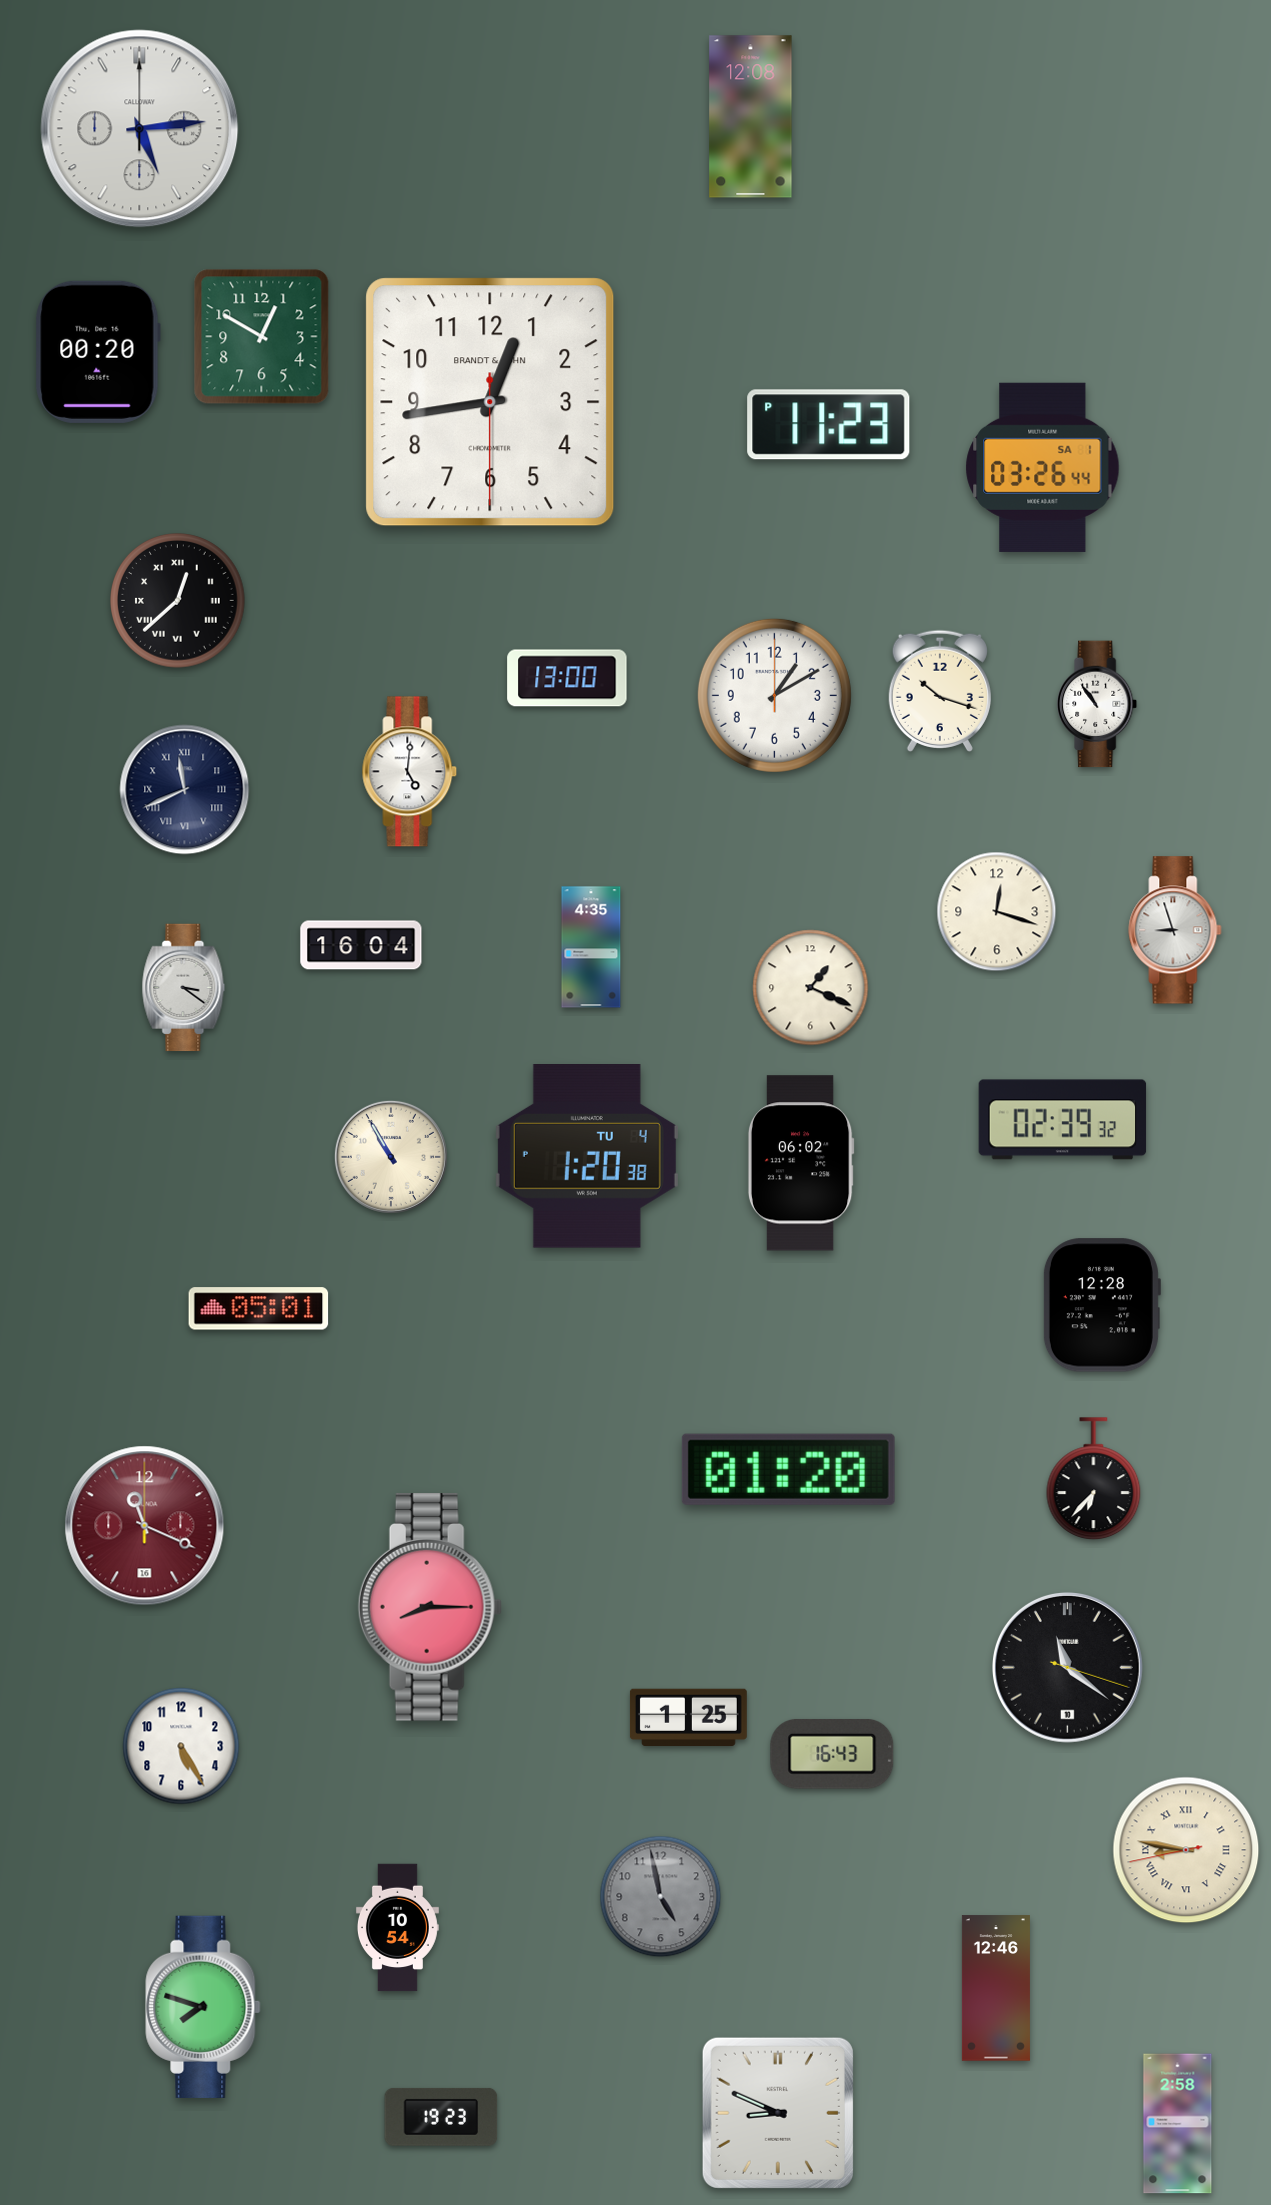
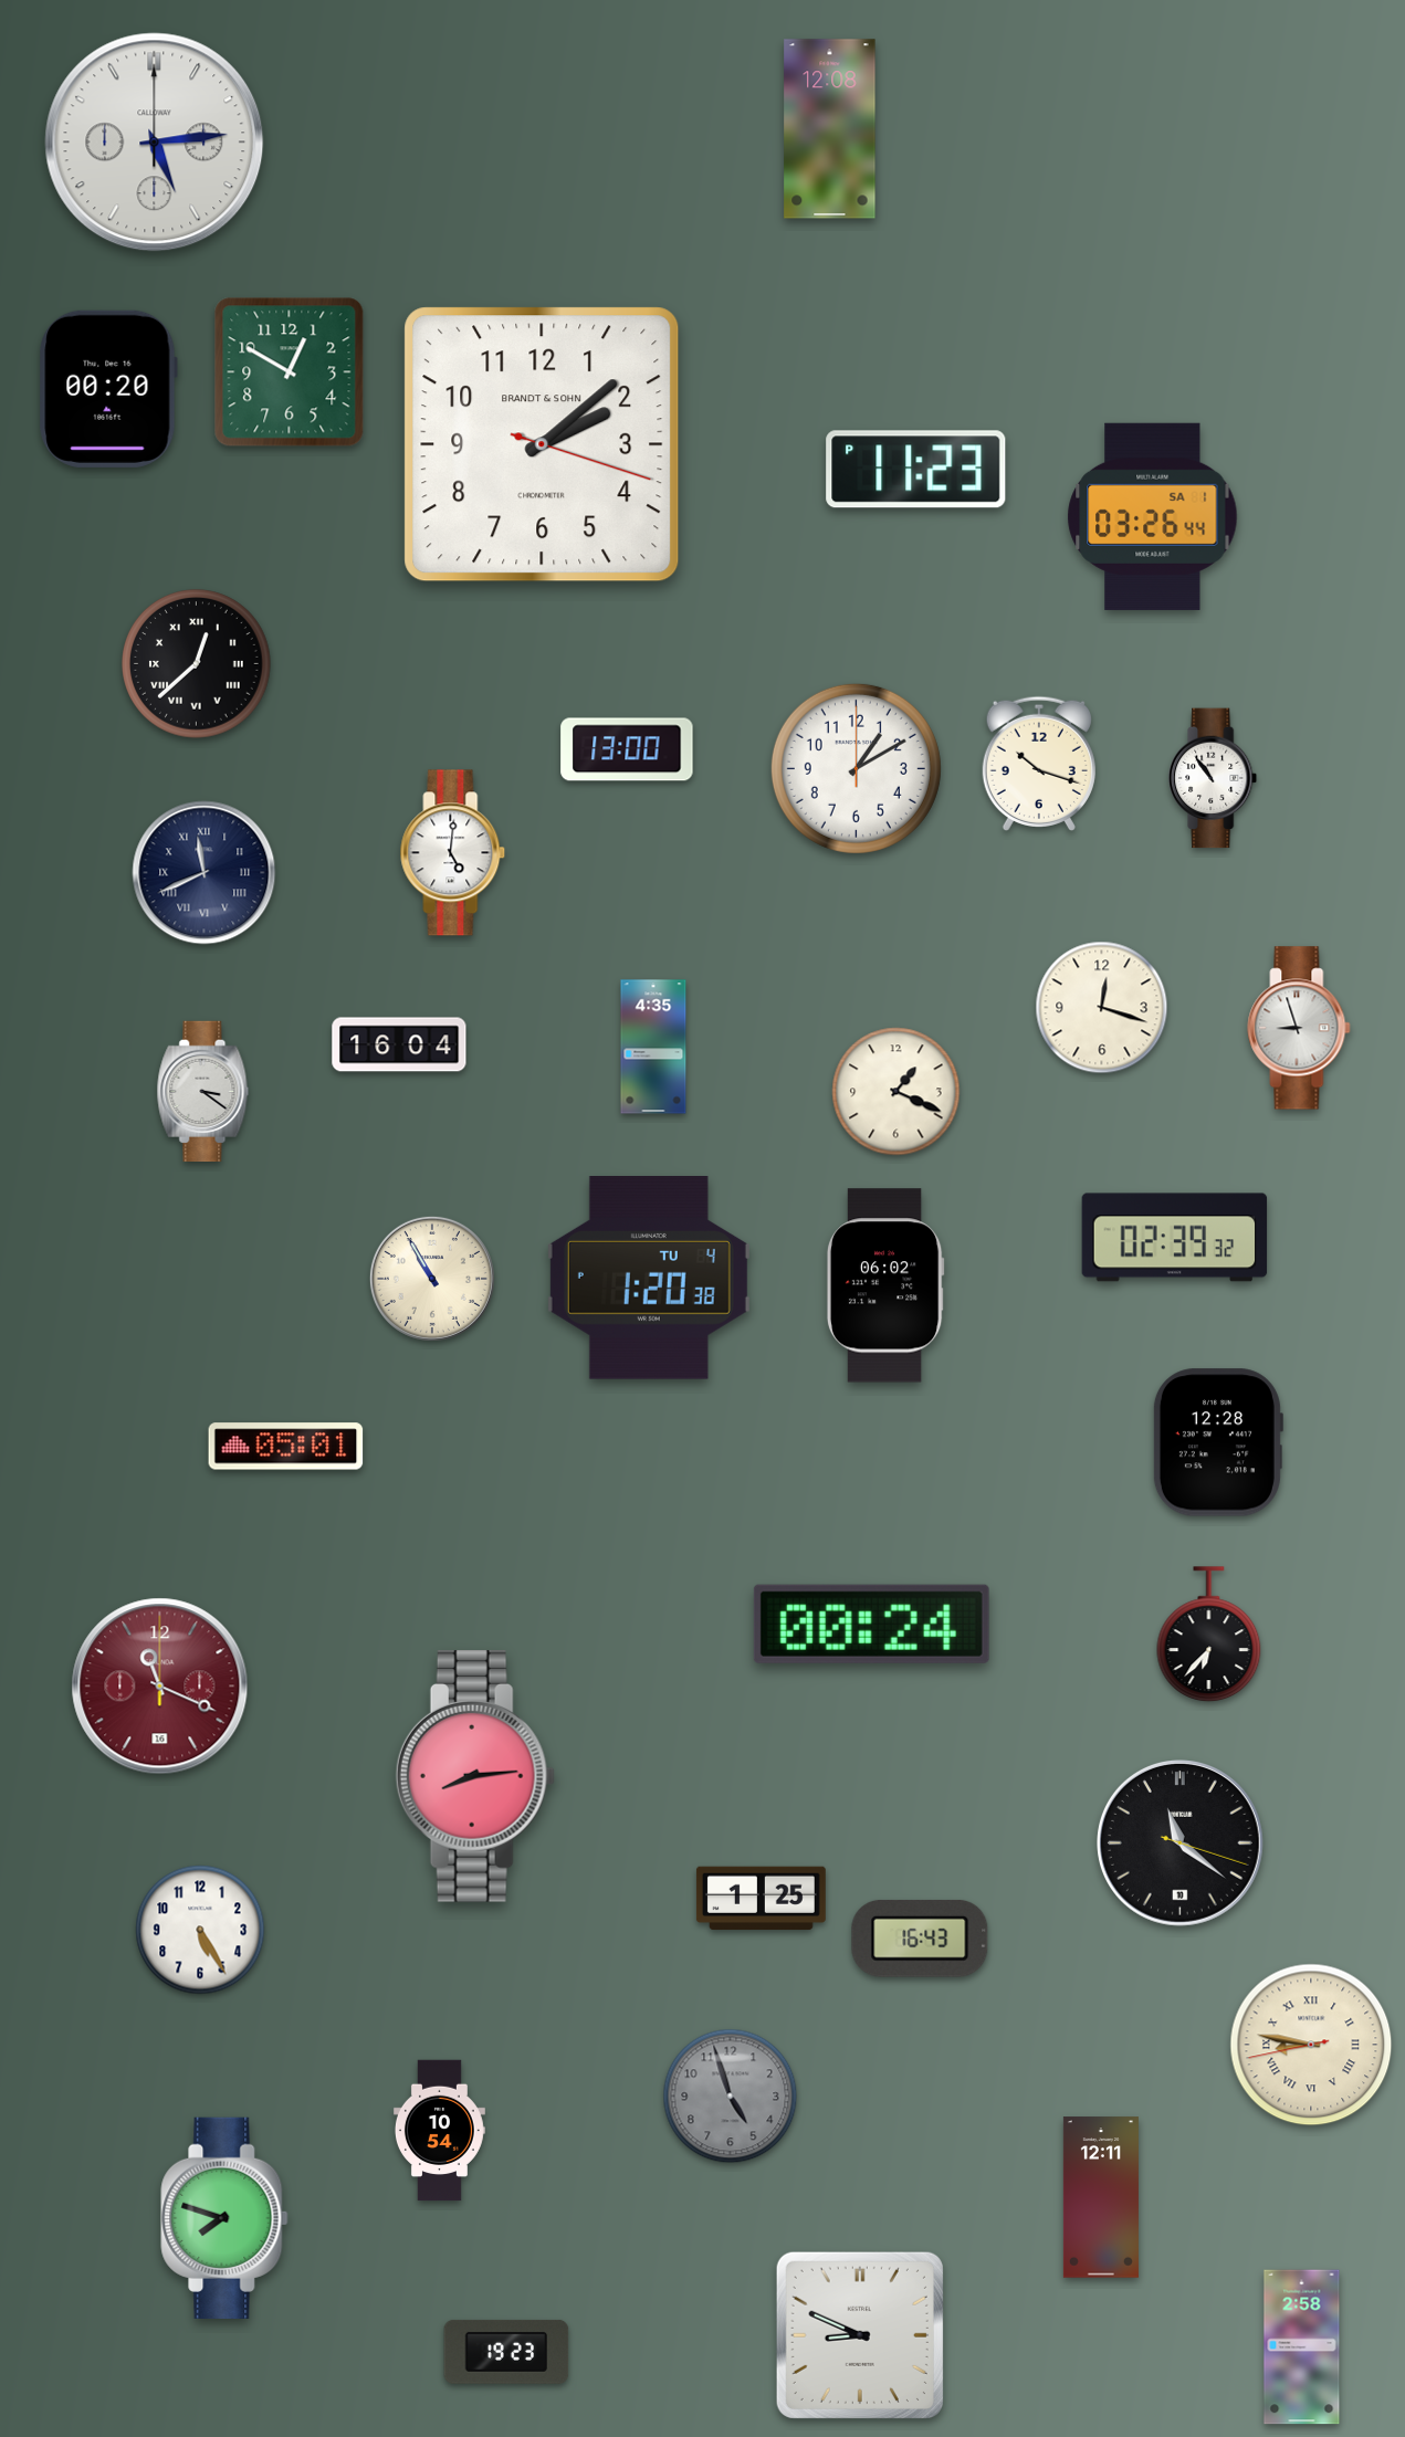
clock at (490, 402): 12:43 -> 2:08
clock at (788, 1469): 01:20 -> 00:24
clock at (430, 1608): 8:15 -> 8:14
clock at (661, 1897): 4:58 -> 4:57
clock at (996, 1988): 12:46 -> 12:11
clock at (441, 2117) position: (441, 2117) -> (506, 2352)
